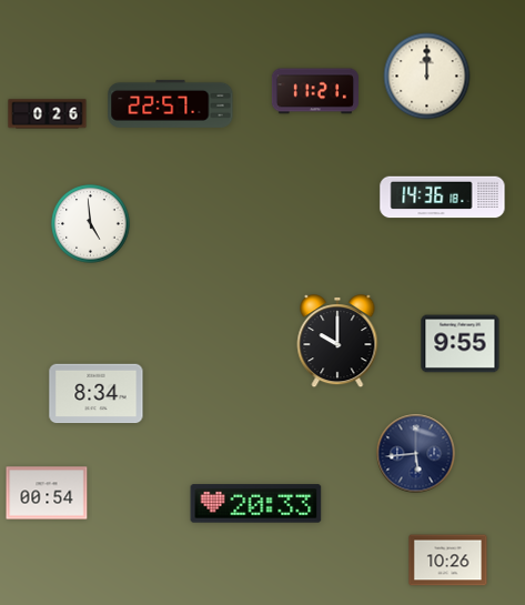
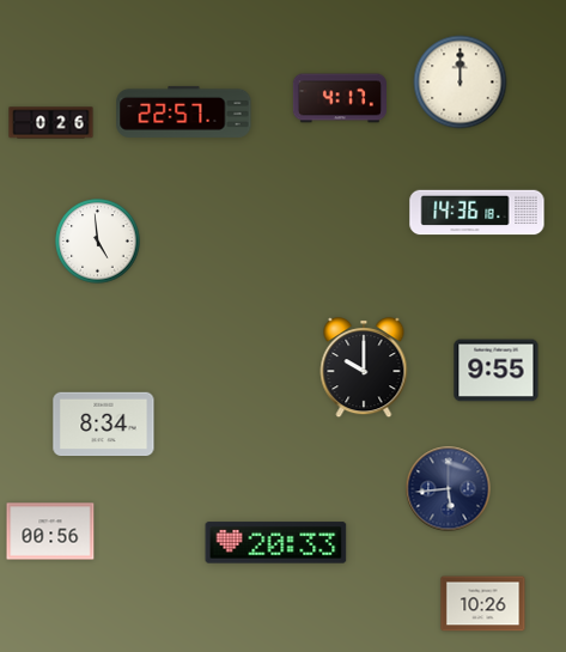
clock at (314, 91): 11:21 -> 4:17
clock at (47, 493): 00:54 -> 00:56
